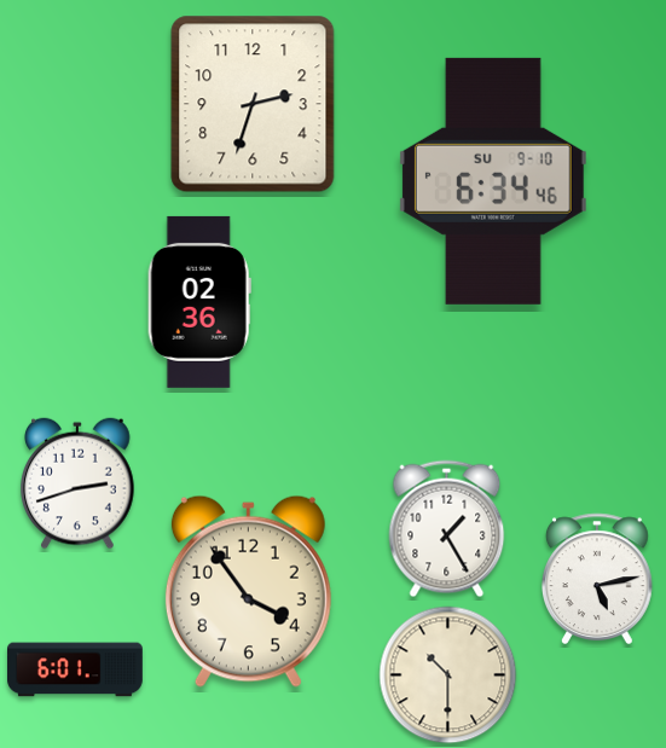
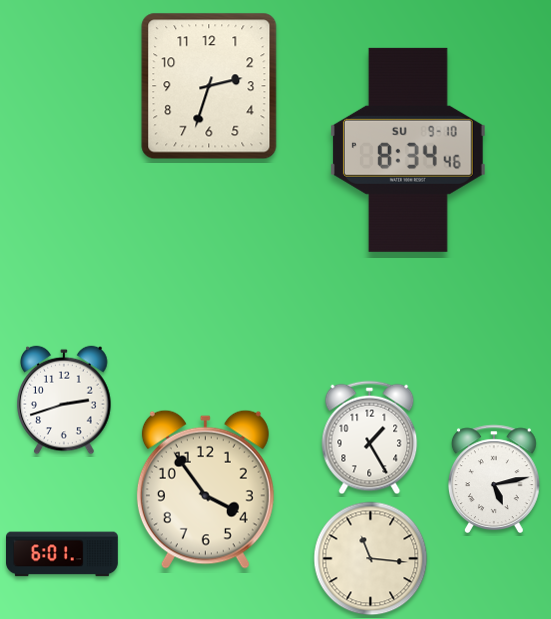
clock at (493, 181): 6:34 -> 8:34
clock at (199, 302): 02:36 -> none
clock at (448, 675): 10:30 -> 11:16
